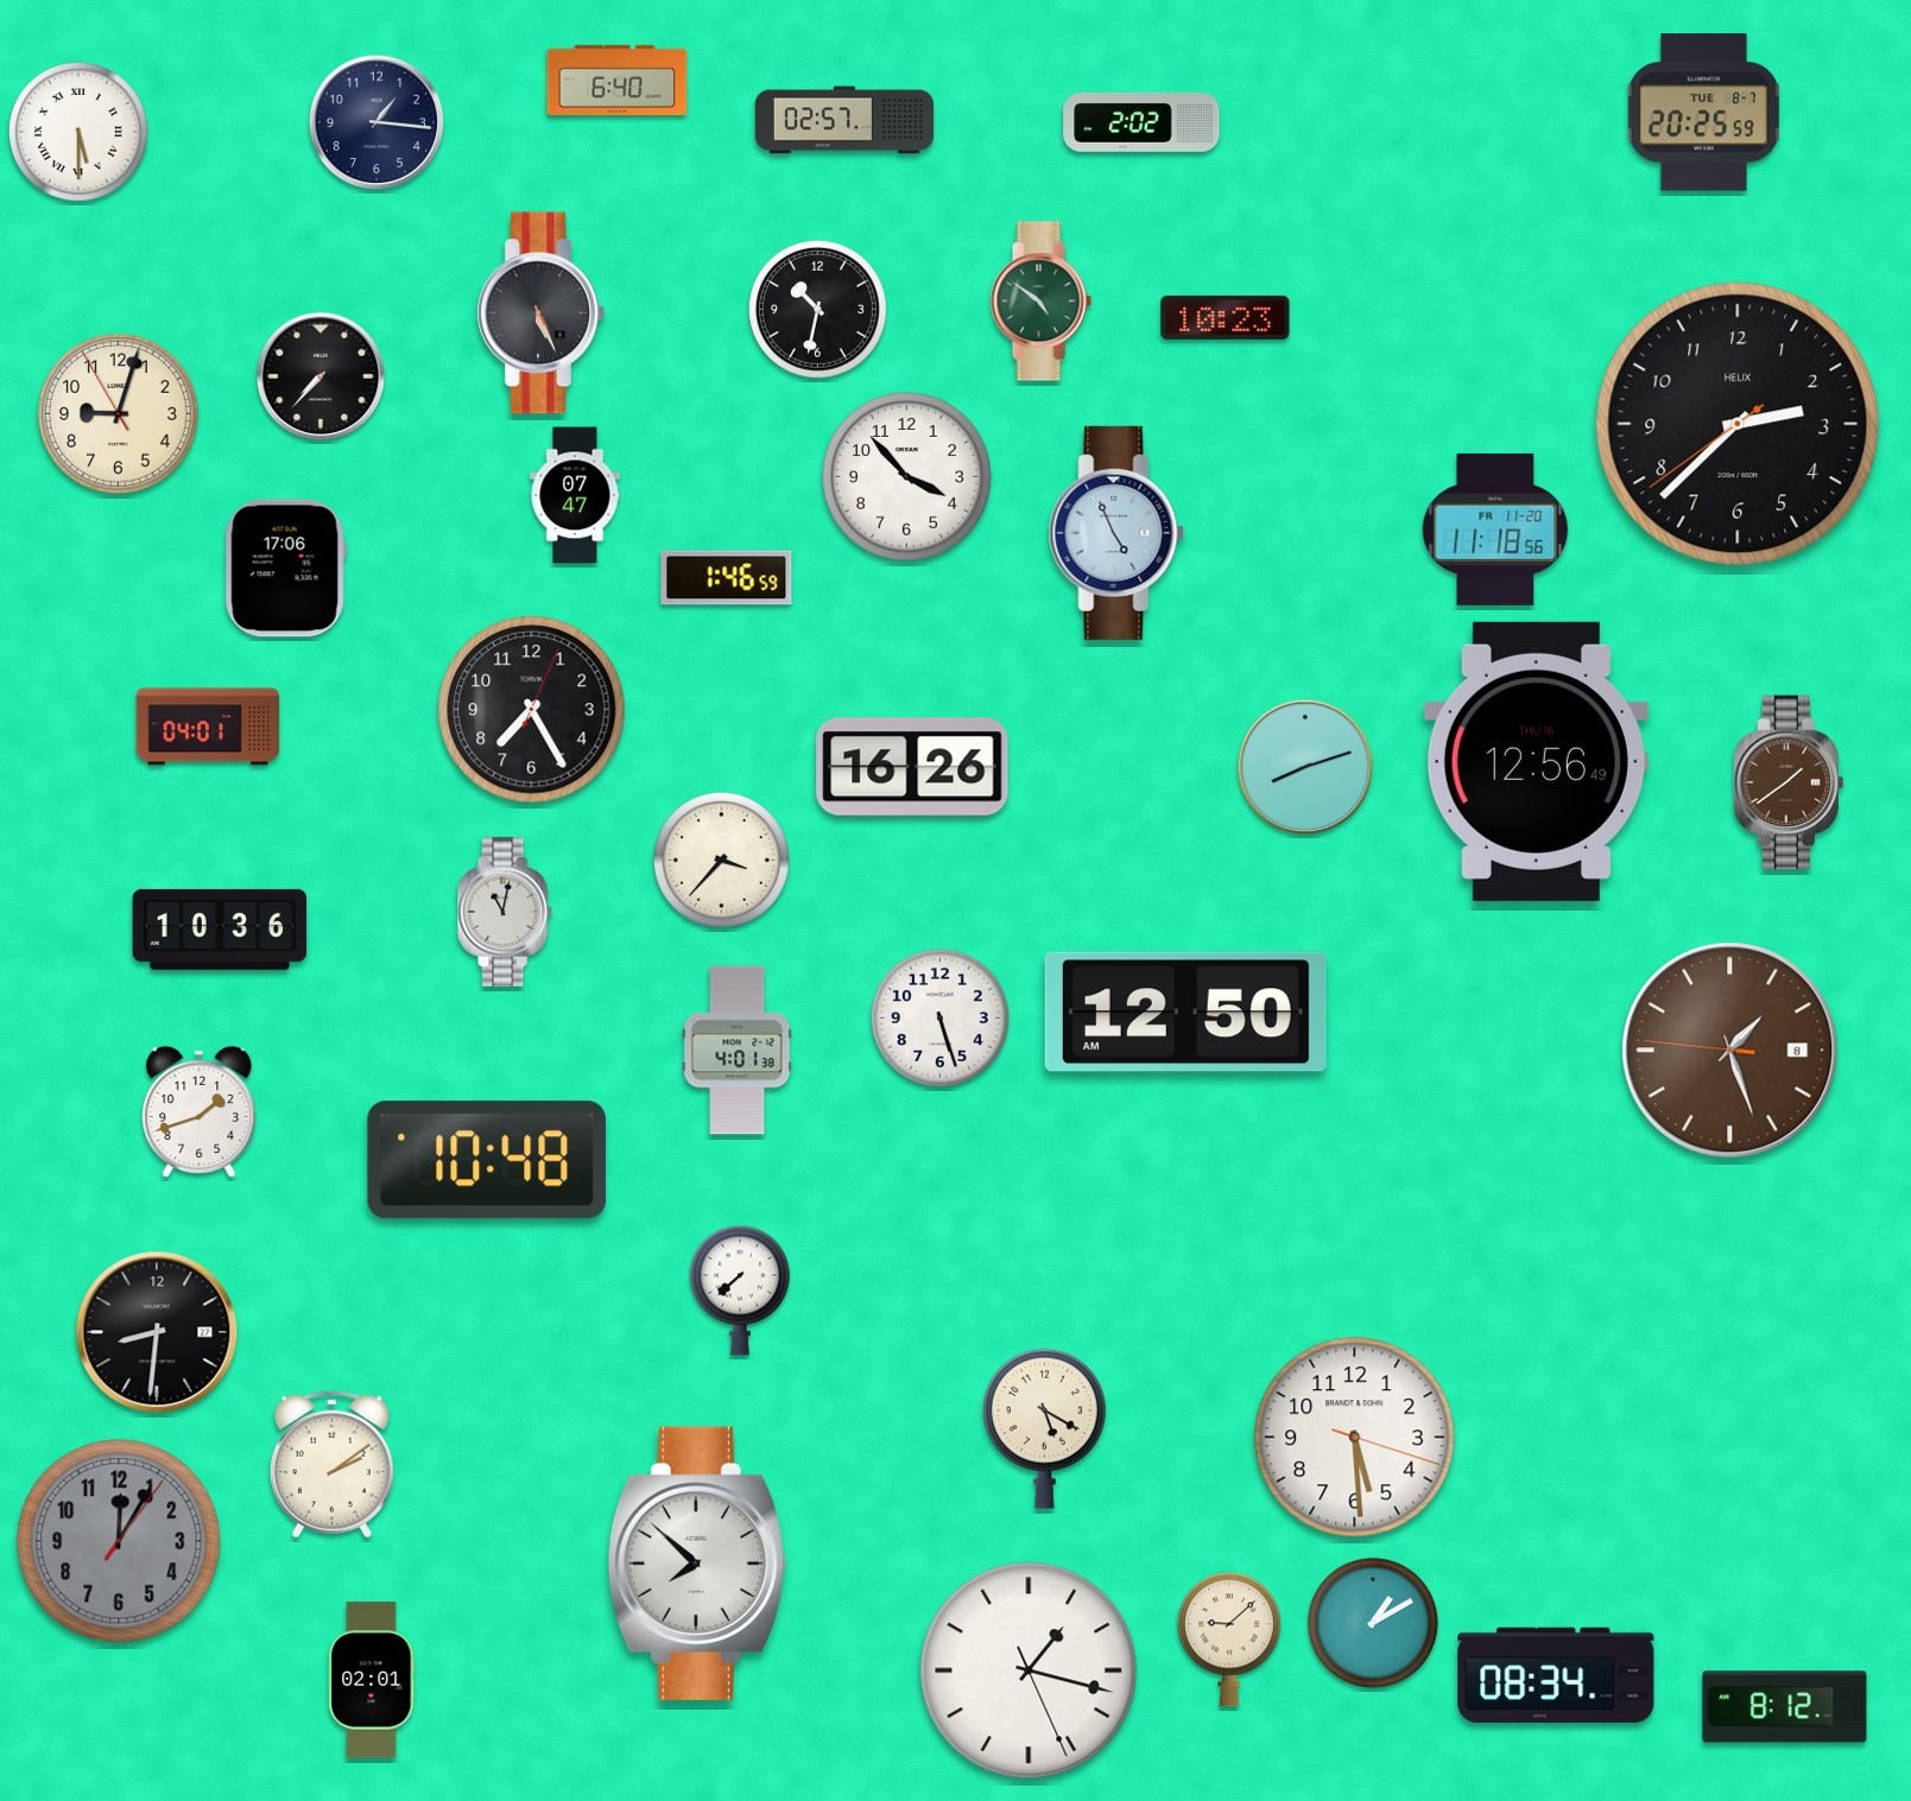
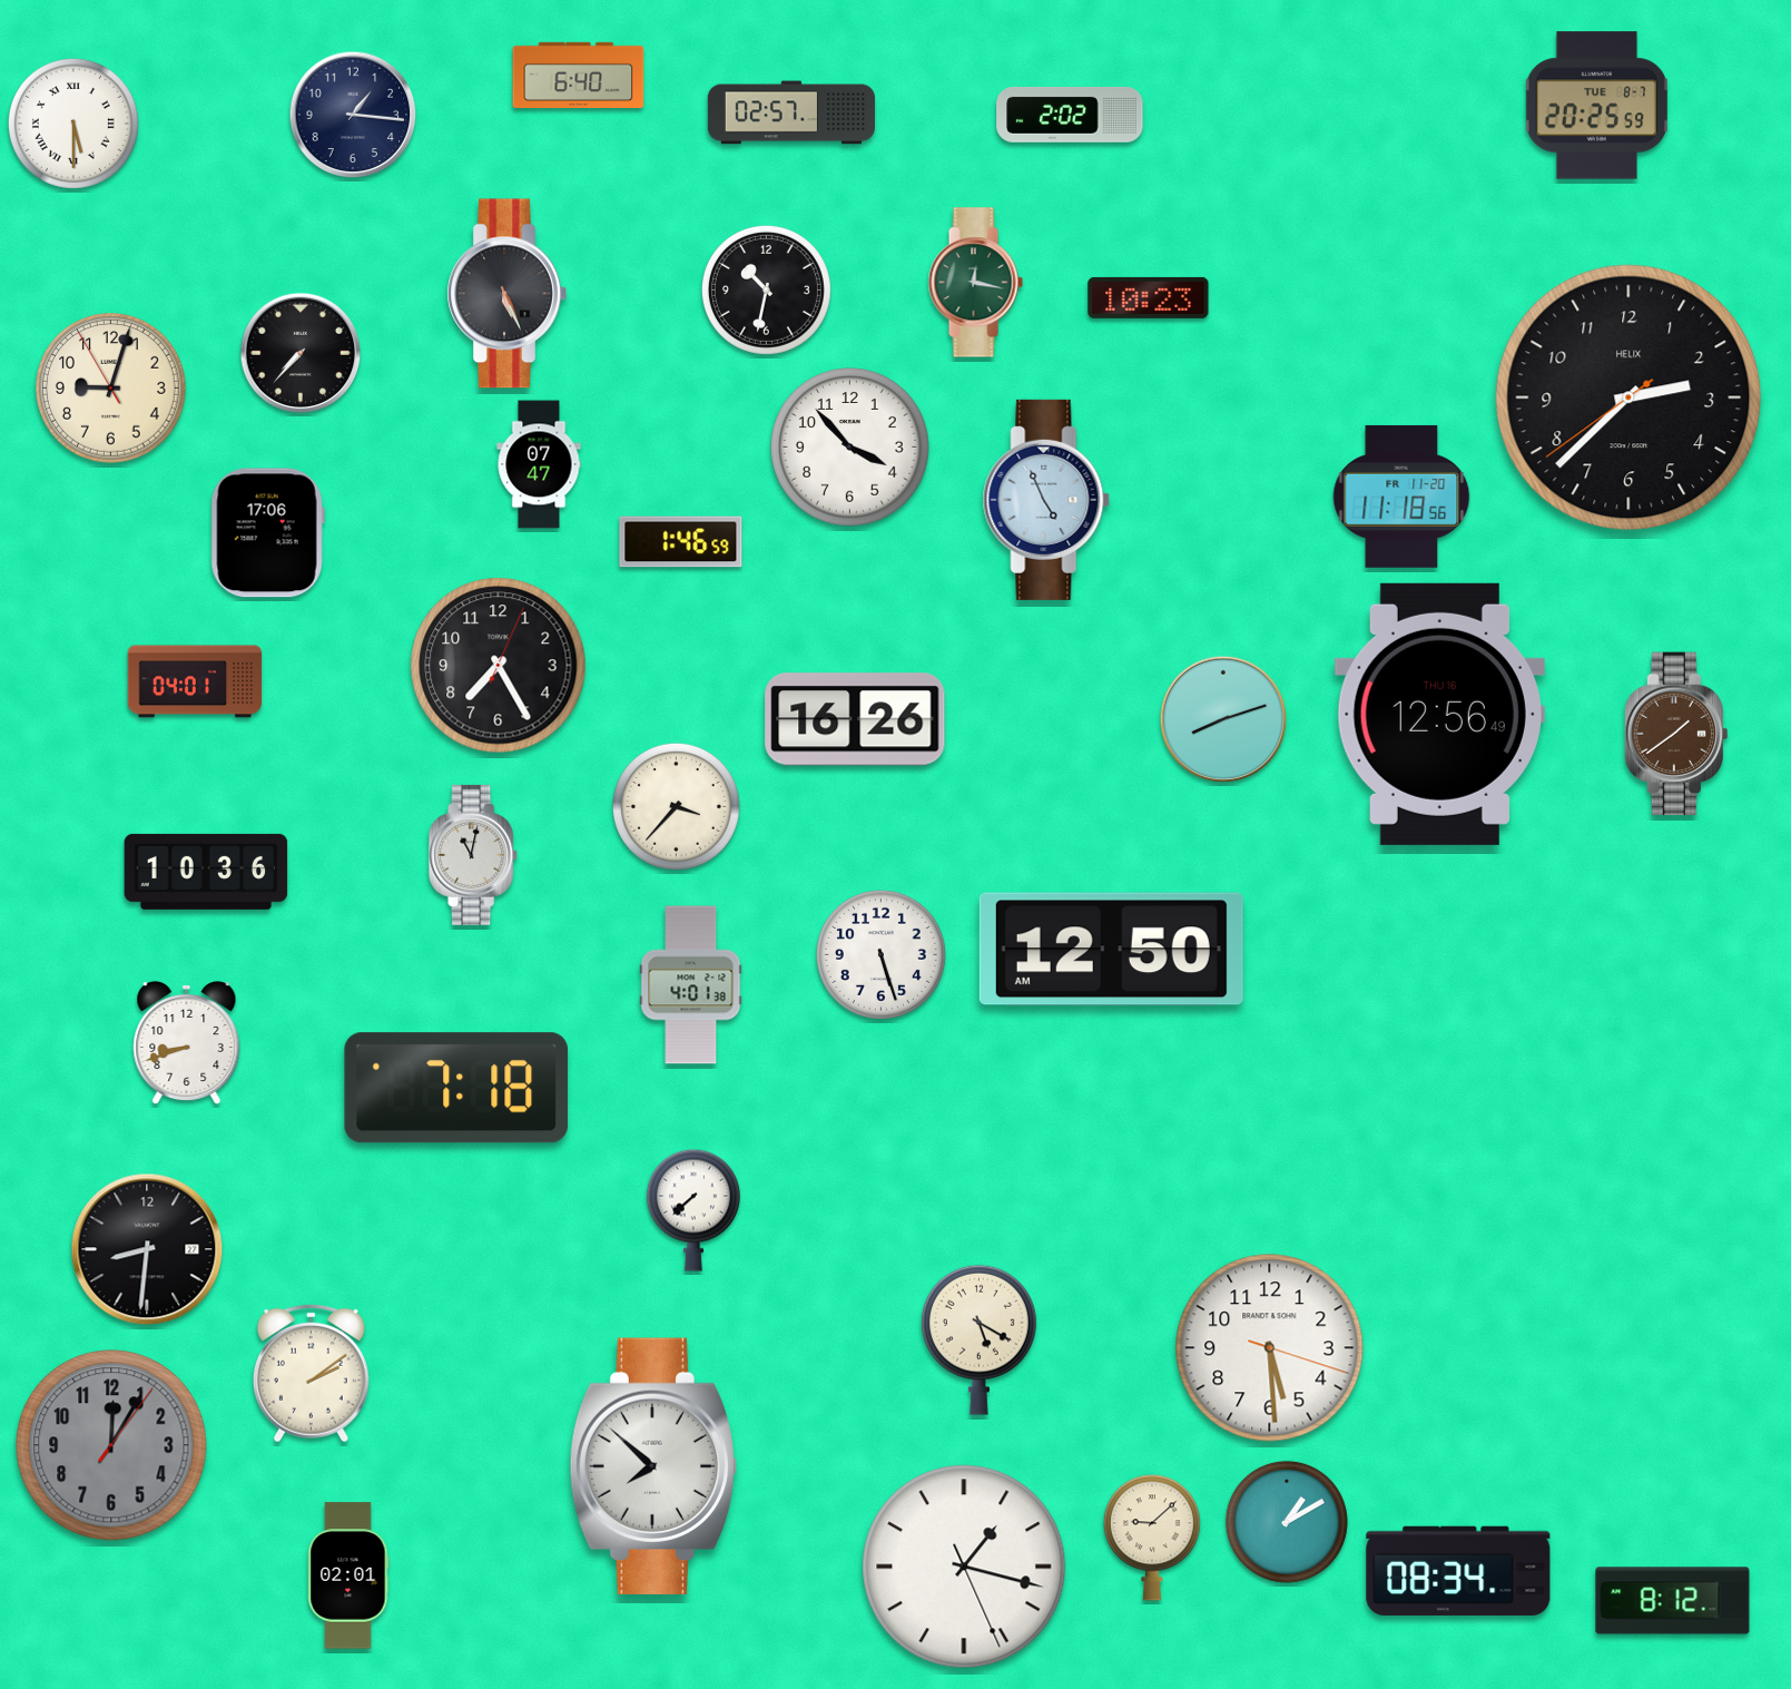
clock at (1040, 302): 4:51 -> 12:17
clock at (1730, 1051): 1:26 -> none
clock at (200, 1112): 1:42 -> 8:42
clock at (487, 1160): 10:48 -> 7:18
